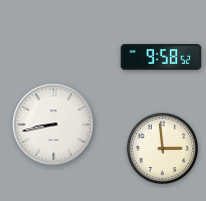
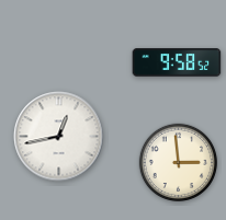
clock at (54, 125): 8:43 -> 12:43
